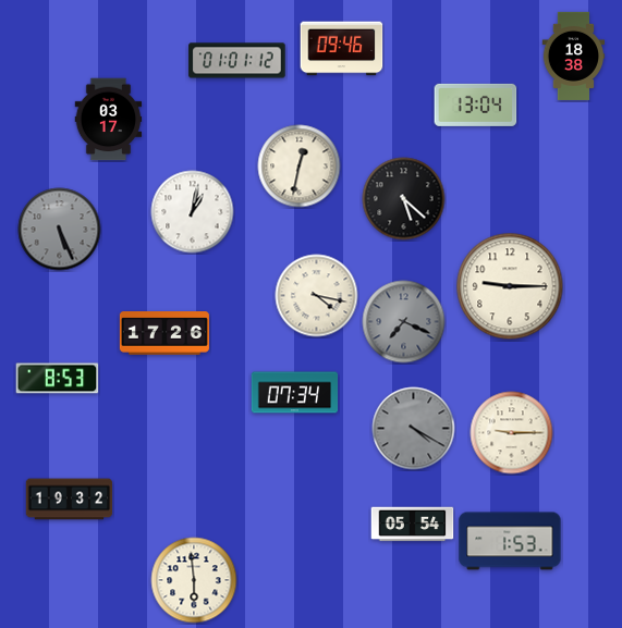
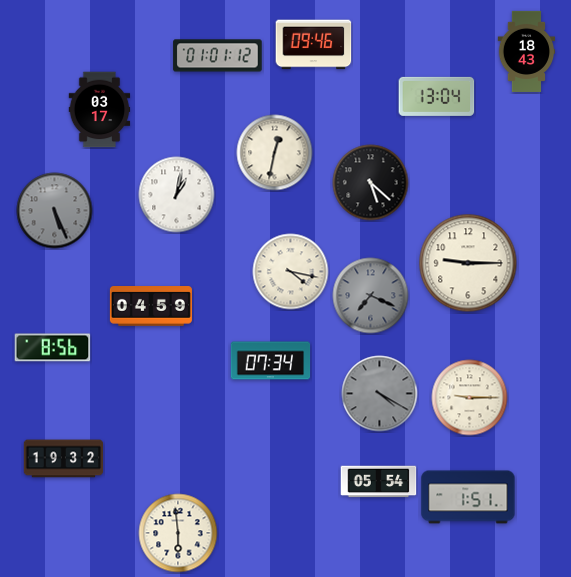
clock at (574, 56): 18:38 -> 18:43
clock at (164, 334): 17:26 -> 04:59
clock at (58, 379): 8:53 -> 8:56
clock at (510, 541): 1:53 -> 1:51
